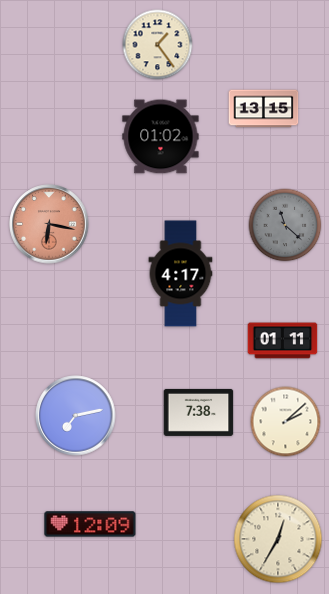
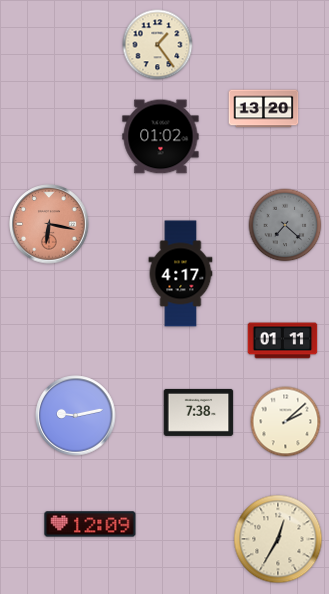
clock at (264, 109): 13:15 -> 13:20
clock at (285, 225): 11:22 -> 7:22
clock at (76, 416): 7:13 -> 9:13
